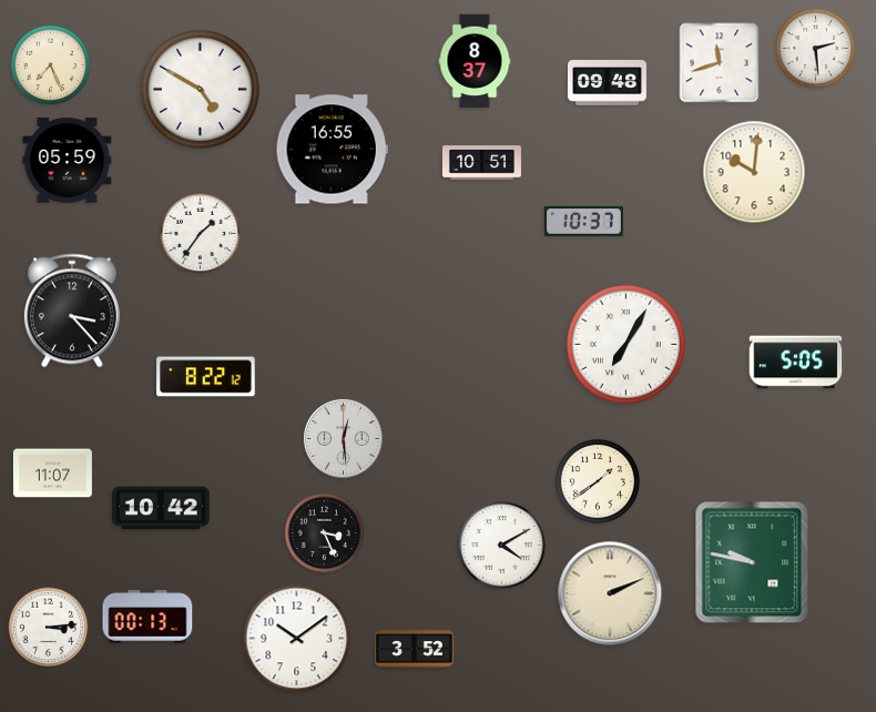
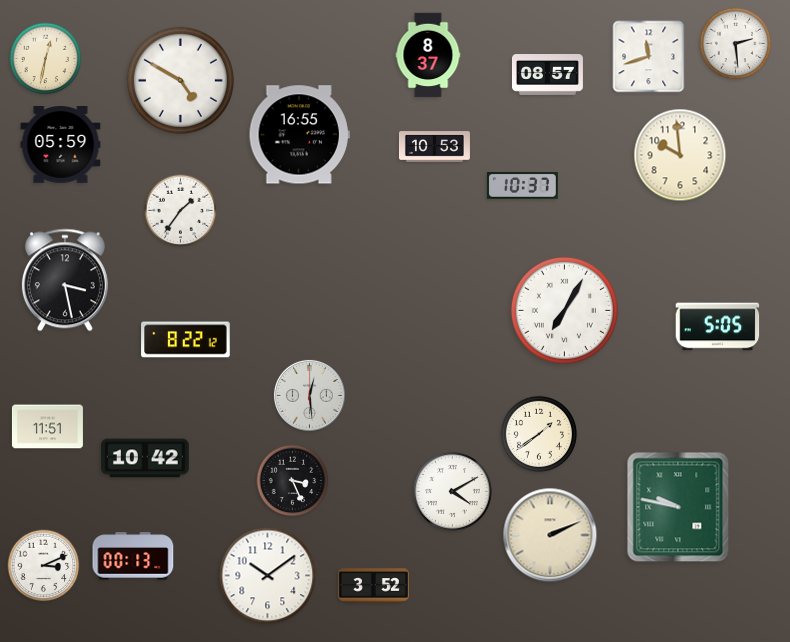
clock at (51, 65): 7:26 -> 12:32
clock at (607, 83): 09:48 -> 08:57
clock at (481, 163): 10:51 -> 10:53
clock at (754, 172): 10:01 -> 9:59
clock at (583, 222) position: (583, 222) -> (522, 186)
clock at (72, 311): 3:23 -> 3:28
clock at (52, 474): 11:07 -> 11:51
clock at (49, 628): 3:14 -> 3:11
